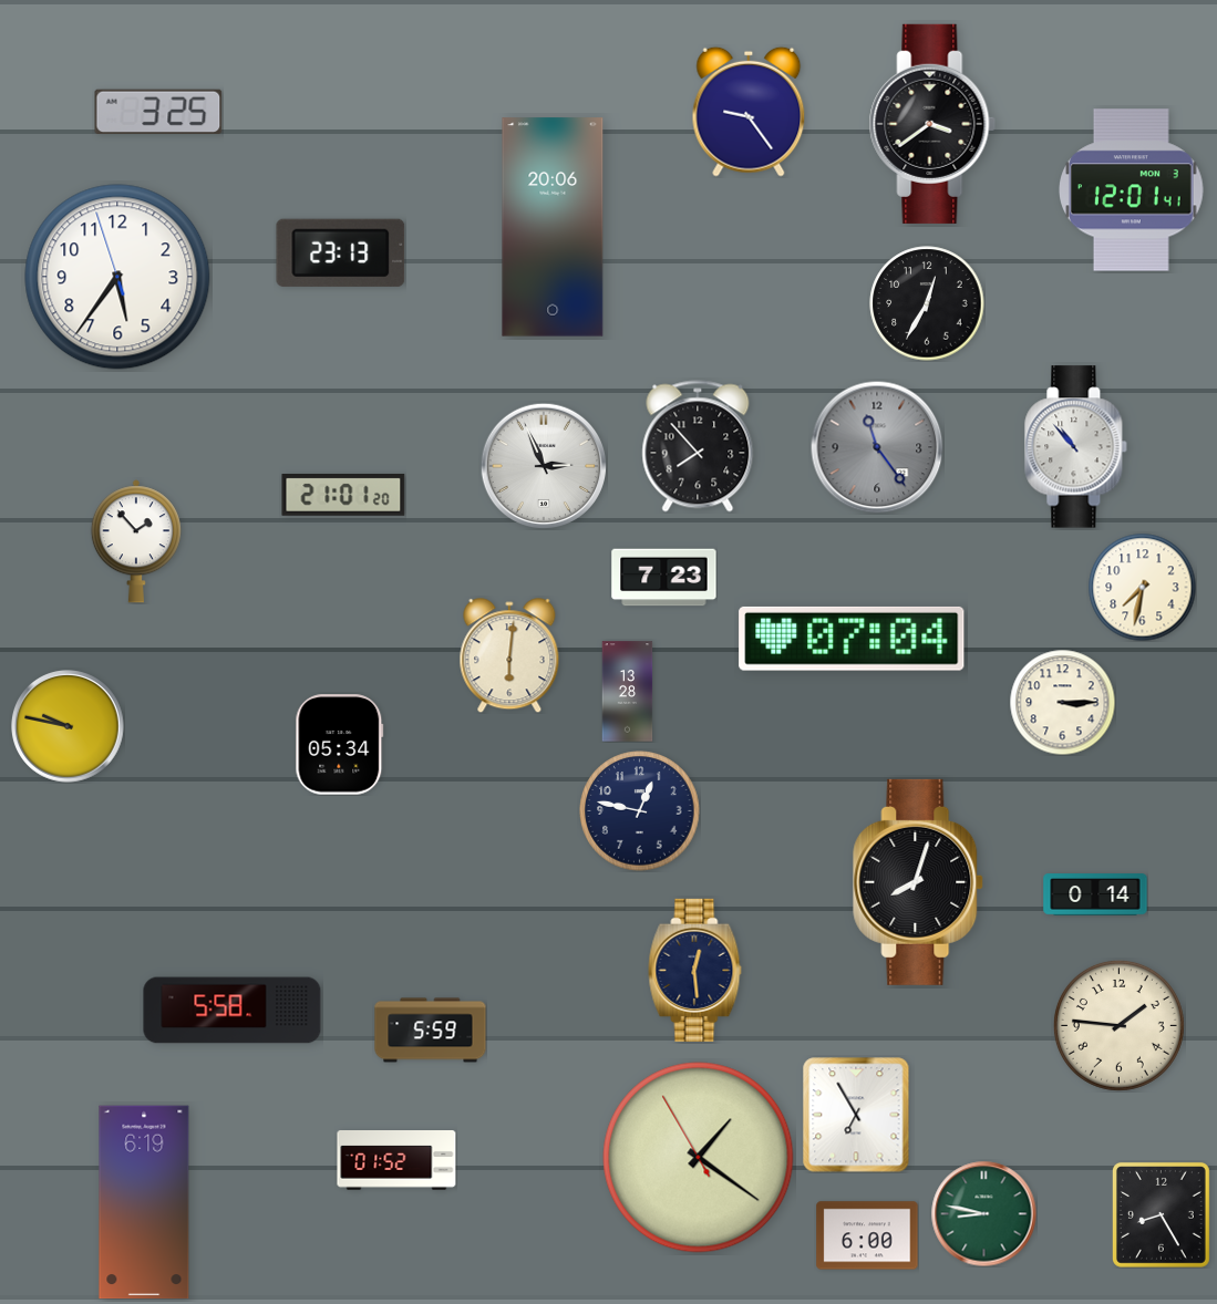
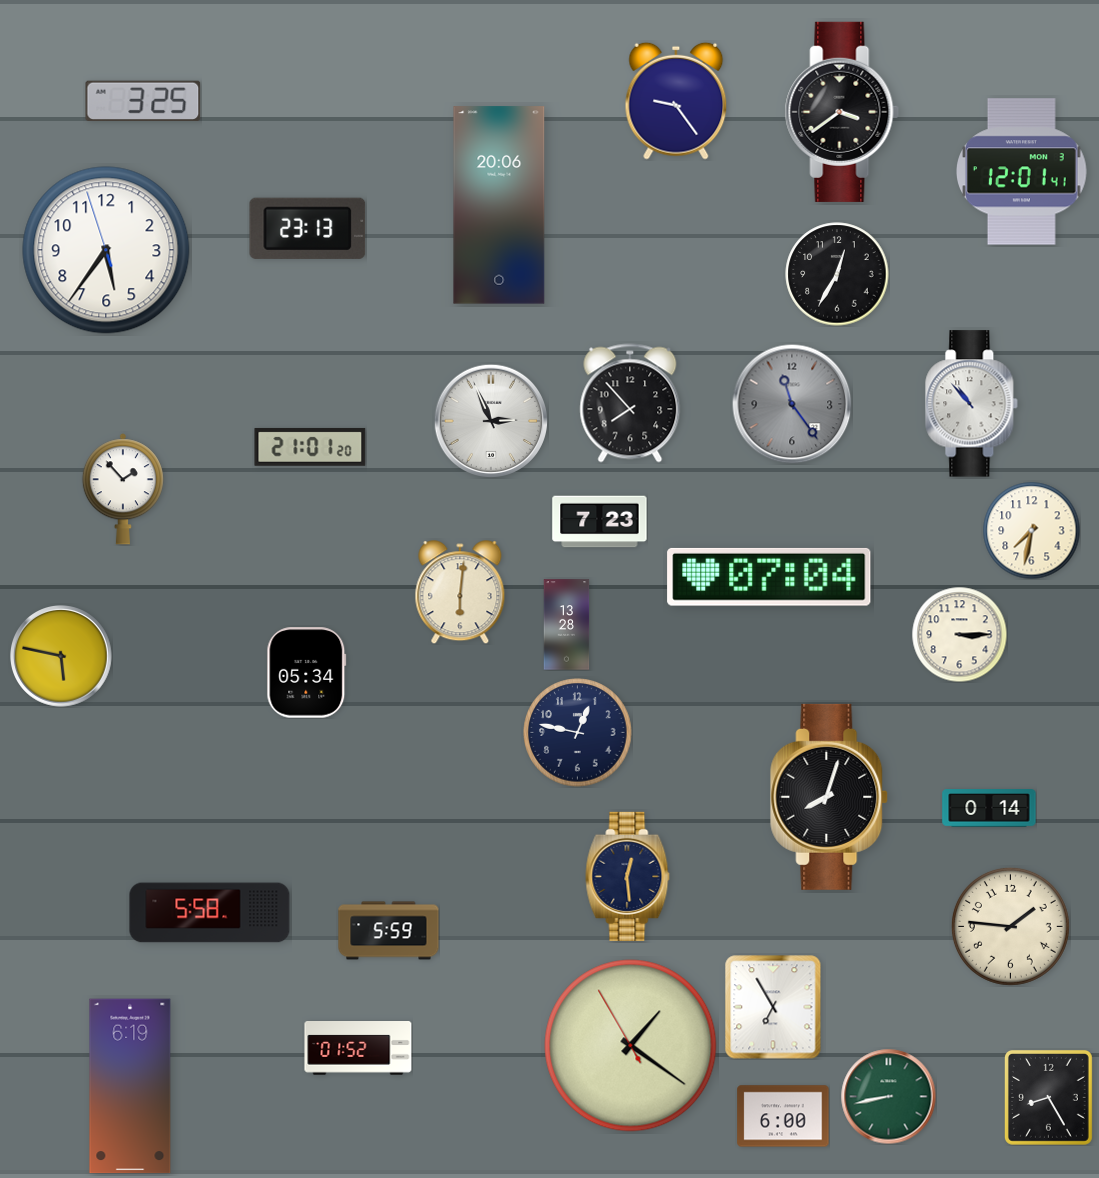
clock at (69, 727): 9:47 -> 5:47
clock at (983, 1213): 8:47 -> 8:43
